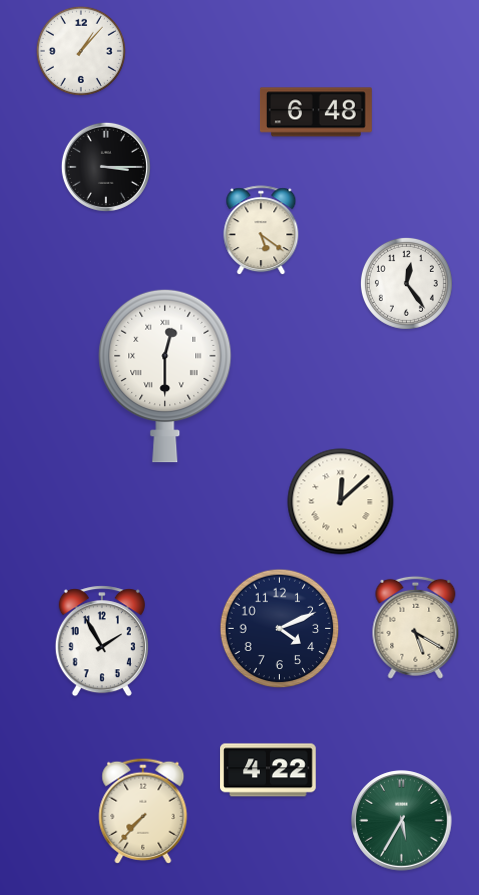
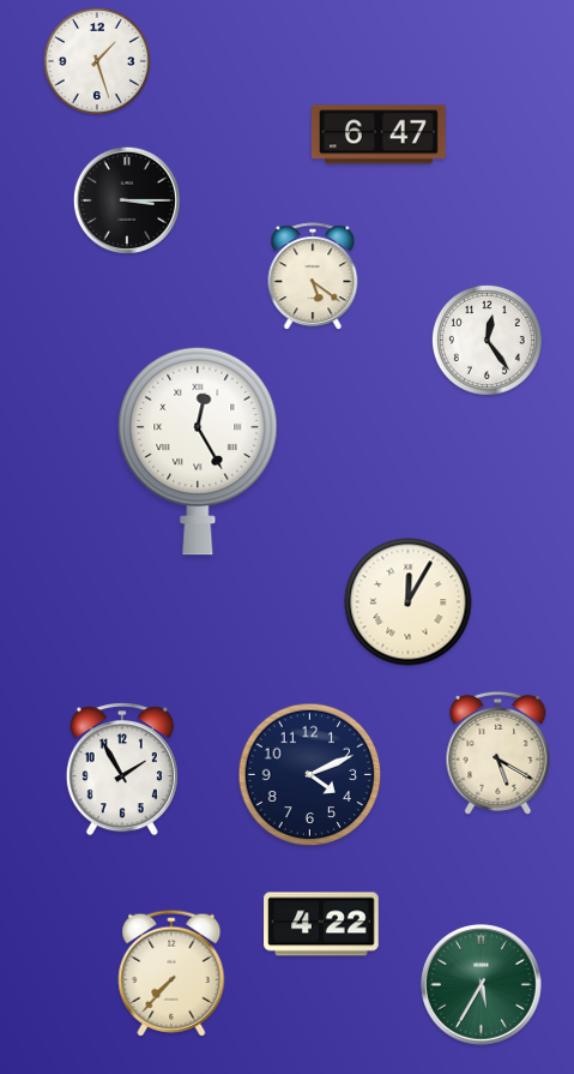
clock at (81, 51): 1:07 -> 1:27
clock at (316, 112): 6:48 -> 6:47
clock at (165, 376): 12:30 -> 12:25
clock at (341, 502): 12:08 -> 12:05
clock at (280, 629) position: (280, 629) -> (310, 775)
